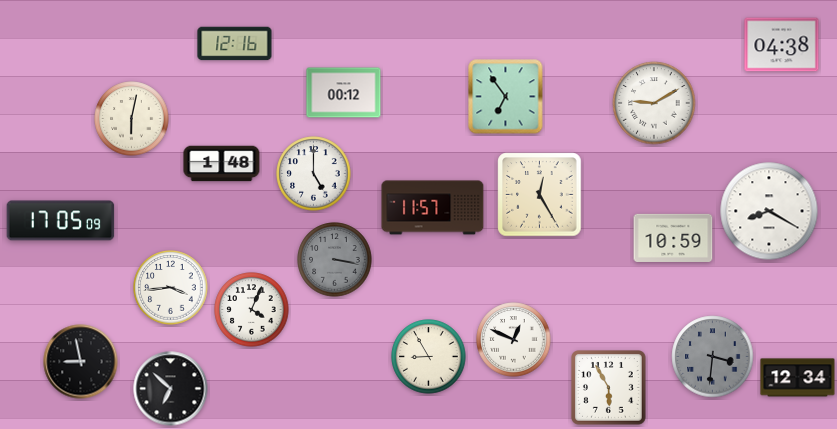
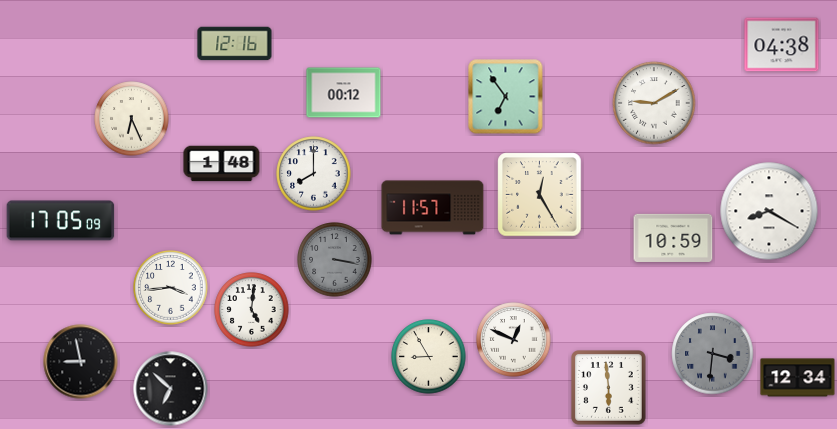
clock at (132, 119): 6:02 -> 6:26
clock at (314, 174): 5:00 -> 8:00
clock at (252, 310): 4:04 -> 5:01
clock at (713, 357) position: (713, 357) -> (713, 354)
clock at (609, 388): 5:55 -> 5:59
